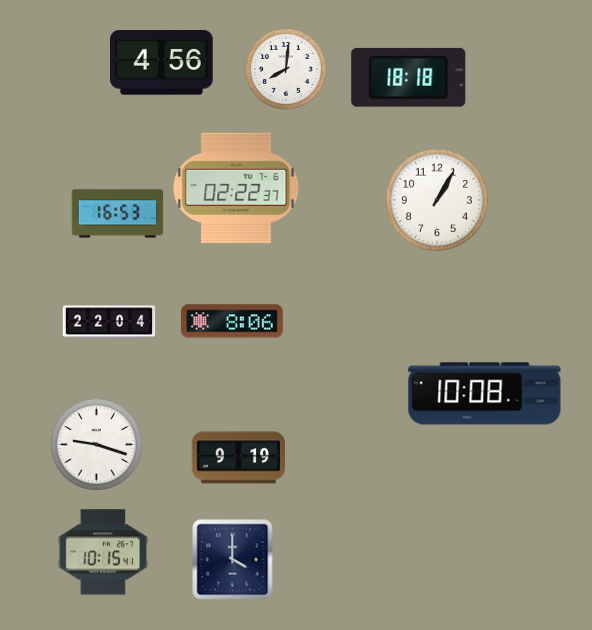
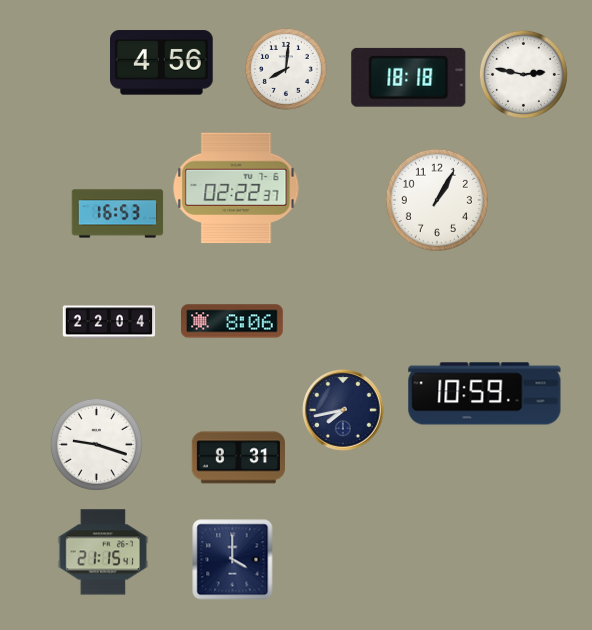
clock at (523, 74): none -> 2:47
clock at (485, 394): 10:08 -> 10:59
clock at (343, 410): none -> 7:43
clock at (238, 458): 9:19 -> 8:31
clock at (103, 552): 10:15 -> 21:15
